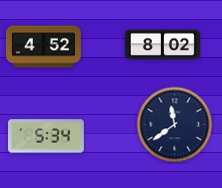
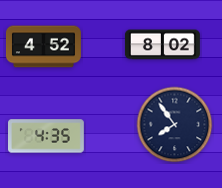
clock at (175, 125): 11:39 -> 7:54
clock at (47, 136): 5:34 -> 4:35
